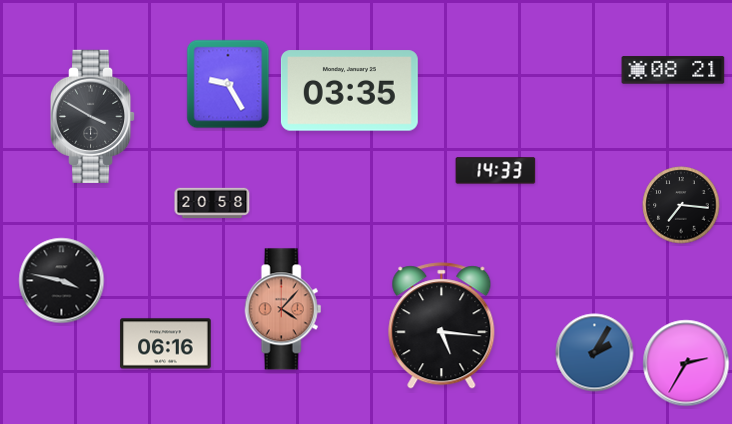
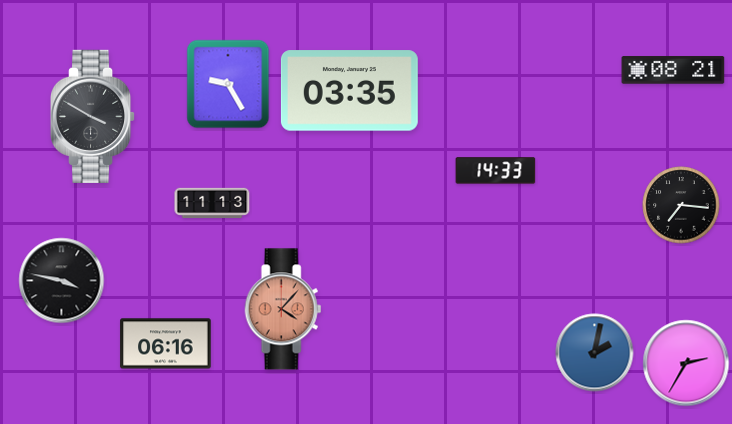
clock at (212, 203): 20:58 -> 11:13
clock at (442, 326): 5:16 -> none
clock at (595, 353): 2:05 -> 2:02
